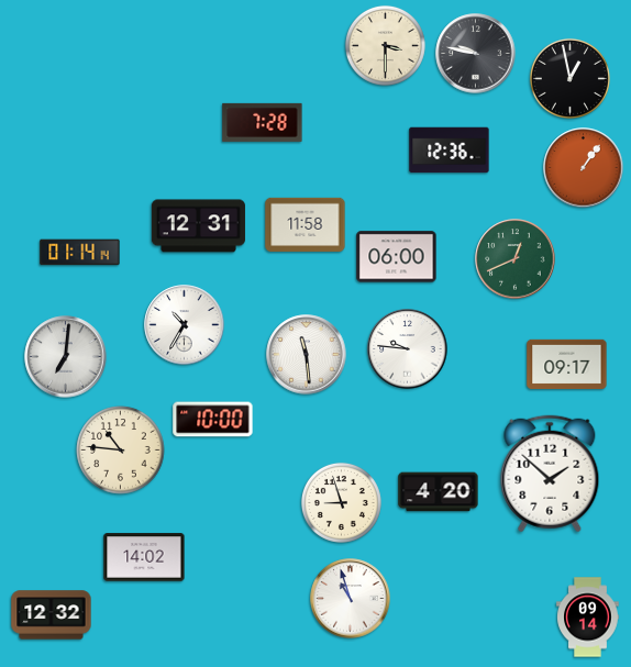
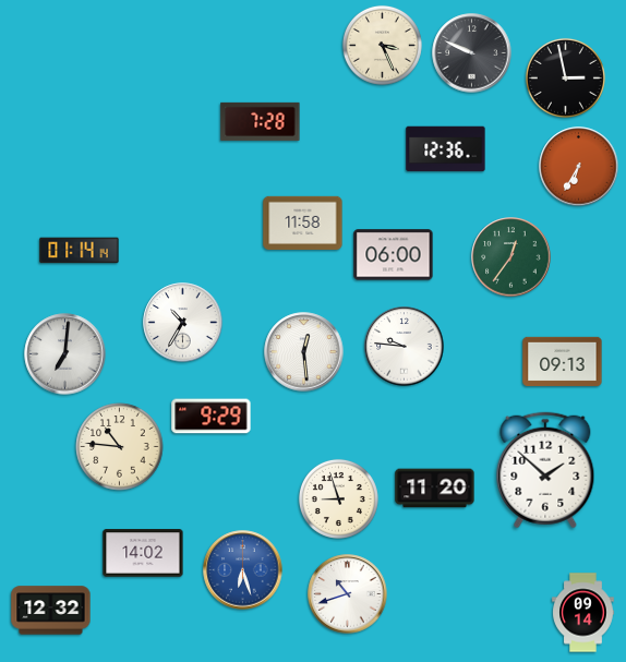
clock at (385, 45): 3:30 -> 3:26
clock at (476, 54): 9:47 -> 9:49
clock at (569, 78): 12:58 -> 2:58
clock at (584, 168): 1:06 -> 6:35
clock at (198, 226): 12:31 -> none
clock at (516, 259): 12:41 -> 12:36
clock at (307, 355): 11:29 -> 12:29
clock at (567, 364): 09:17 -> 09:13
clock at (213, 420): 10:00 -> 9:29
clock at (439, 492): 4:20 -> 11:20
clock at (243, 570): none -> 6:27
clock at (351, 599): 10:57 -> 10:42
